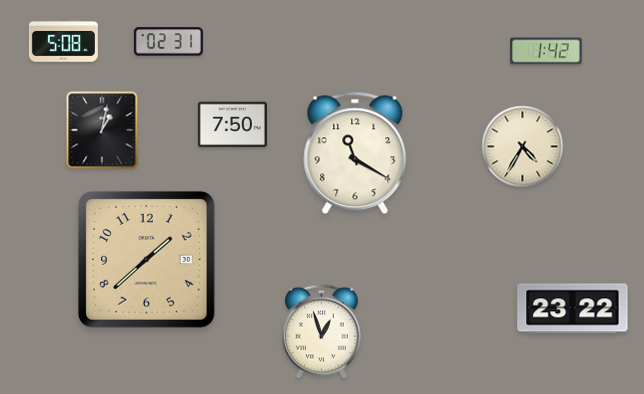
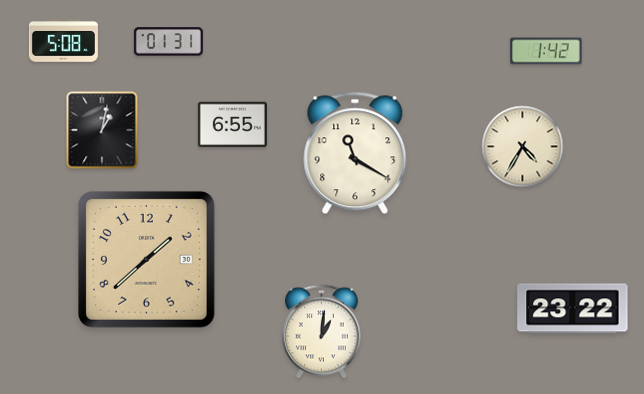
clock at (168, 42): 02:31 -> 01:31
clock at (232, 125): 7:50 -> 6:55
clock at (322, 332): 12:57 -> 1:01
